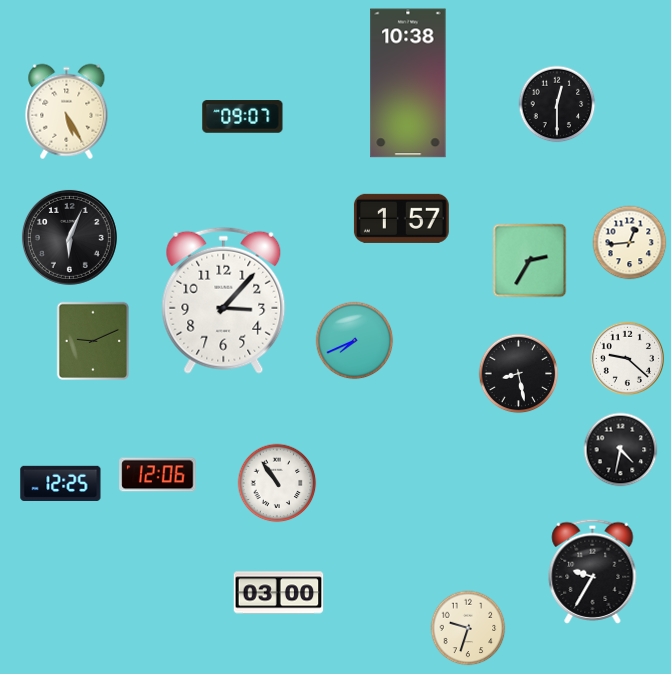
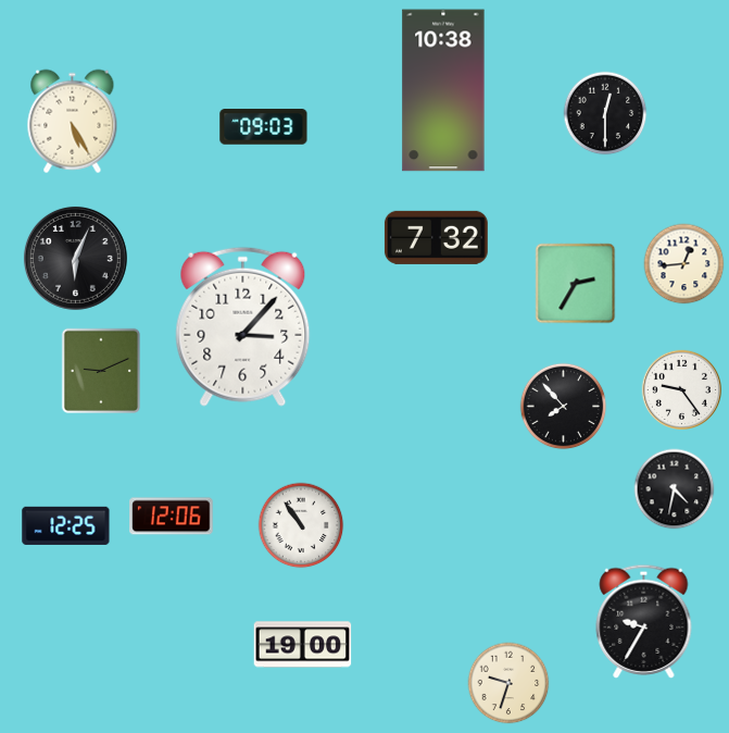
clock at (243, 117): 09:07 -> 09:03
clock at (401, 218): 1:57 -> 7:32
clock at (355, 341): 7:41 -> none
clock at (627, 358): 9:22 -> 9:24
clock at (519, 374): 8:28 -> 7:53
clock at (279, 593): 03:00 -> 19:00
